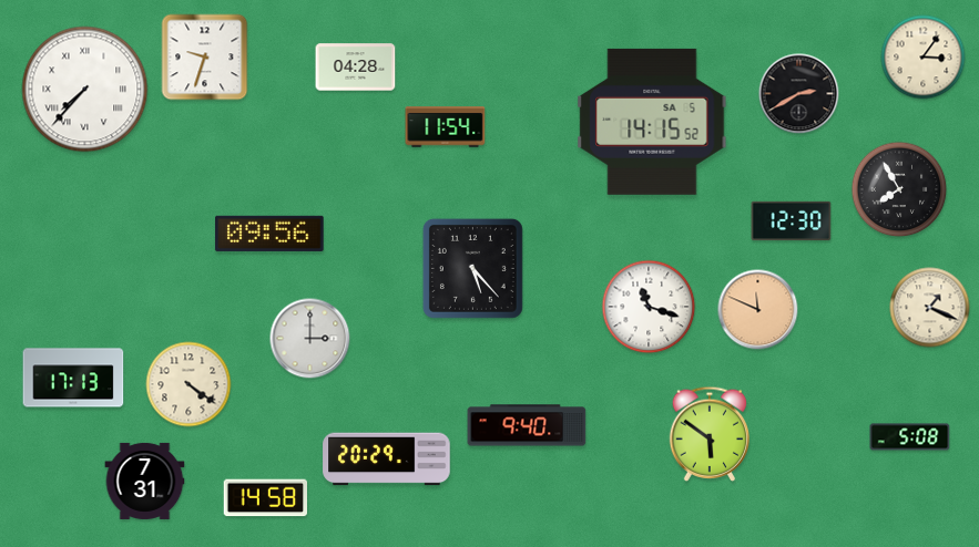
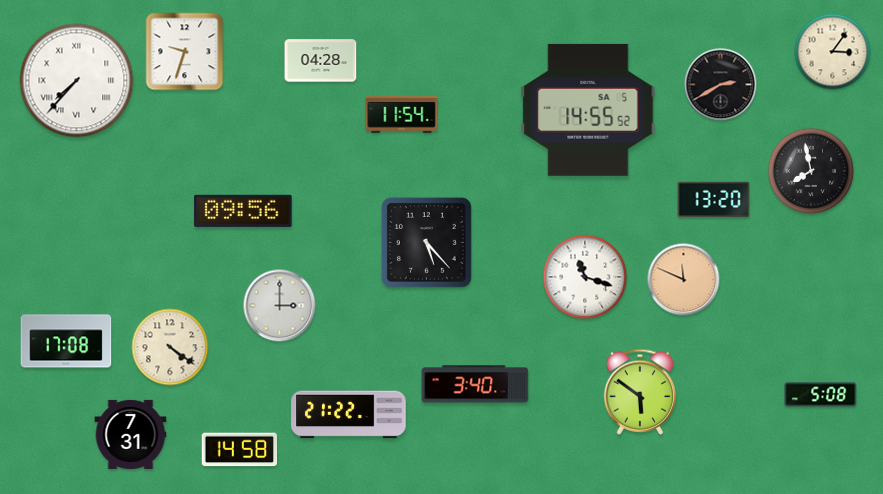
clock at (652, 122): 14:15 -> 14:55
clock at (899, 189): 7:55 -> 7:58
clock at (792, 221): 12:30 -> 13:20
clock at (930, 308): 1:19 -> none
clock at (73, 378): 17:13 -> 17:08
clock at (527, 425): 9:40 -> 3:40
clock at (387, 460): 20:29 -> 21:22
